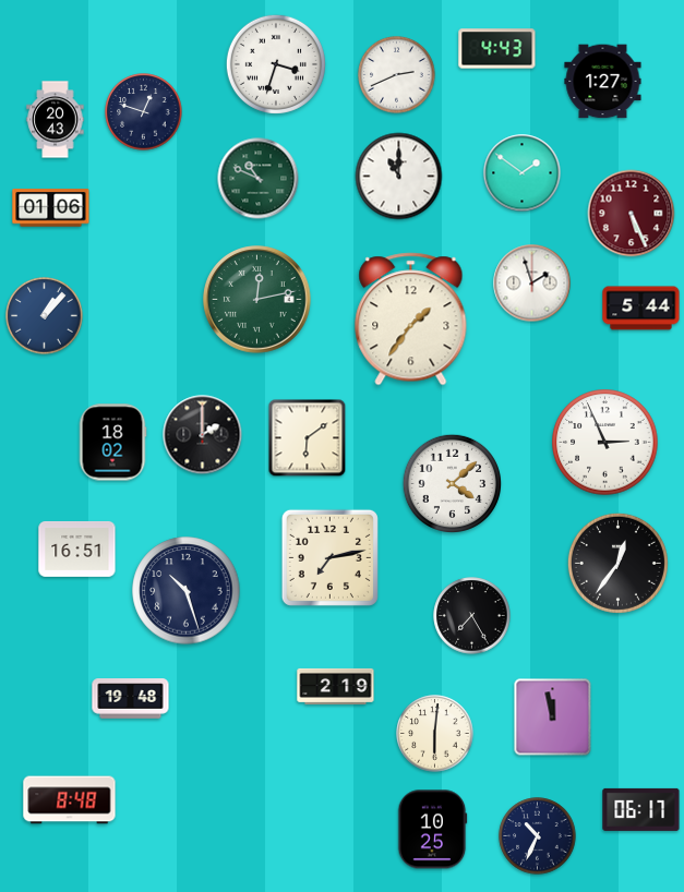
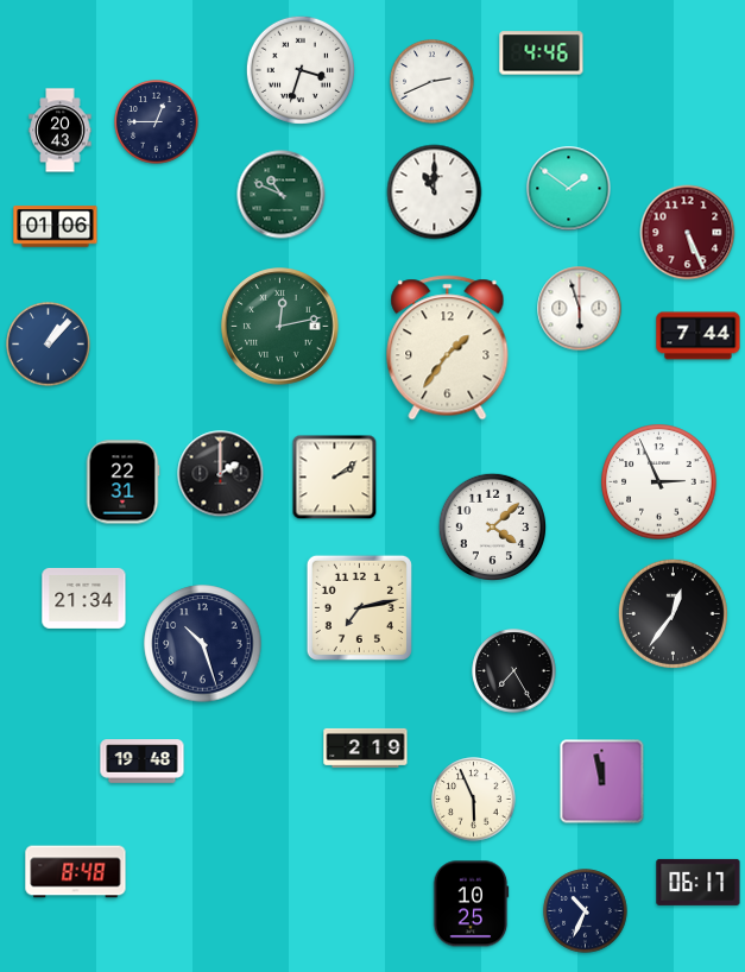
clock at (497, 49): 4:43 -> 4:46
clock at (603, 82): 1:27 -> none
clock at (144, 112): 12:48 -> 12:45
clock at (532, 284): 1:57 -> 5:57
clock at (641, 309): 5:44 -> 7:44
clock at (308, 438): 6:09 -> 2:09
clock at (112, 443): 18:02 -> 22:31
clock at (77, 550): 16:51 -> 21:34
clock at (435, 734): 6:01 -> 5:56
